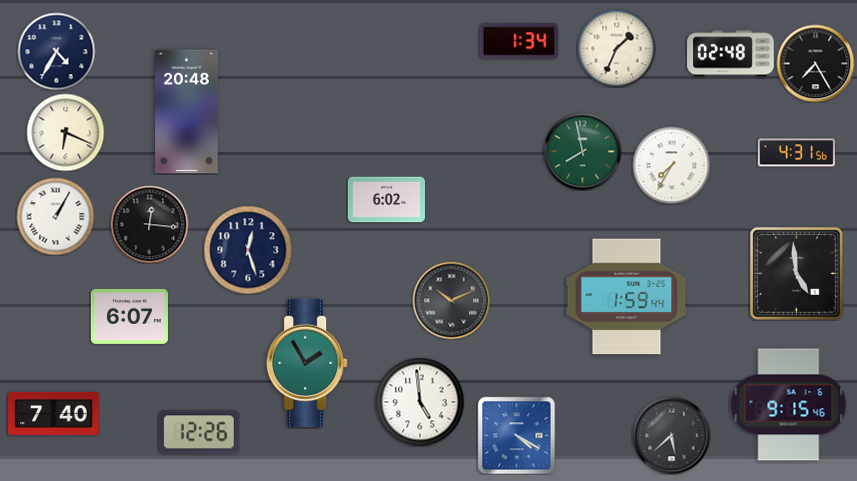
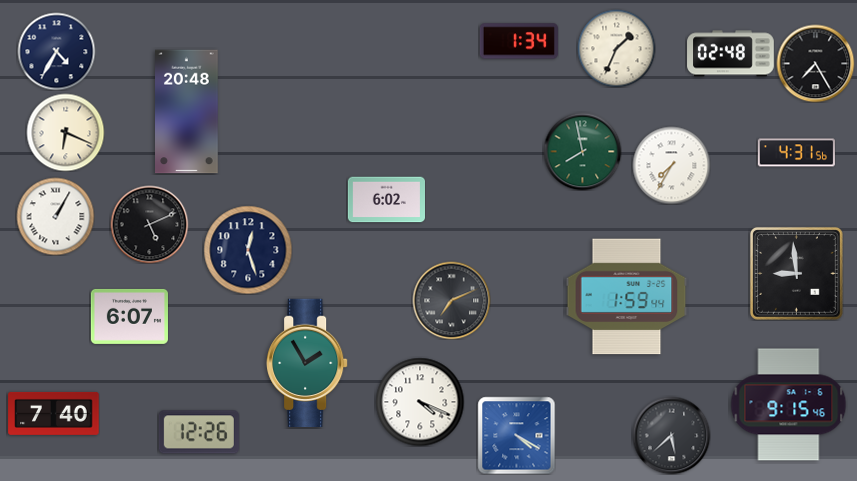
clock at (149, 224): 12:16 -> 5:11
clock at (796, 273): 4:59 -> 8:59
clock at (451, 300): 10:11 -> 7:11
clock at (420, 402): 4:59 -> 4:19
